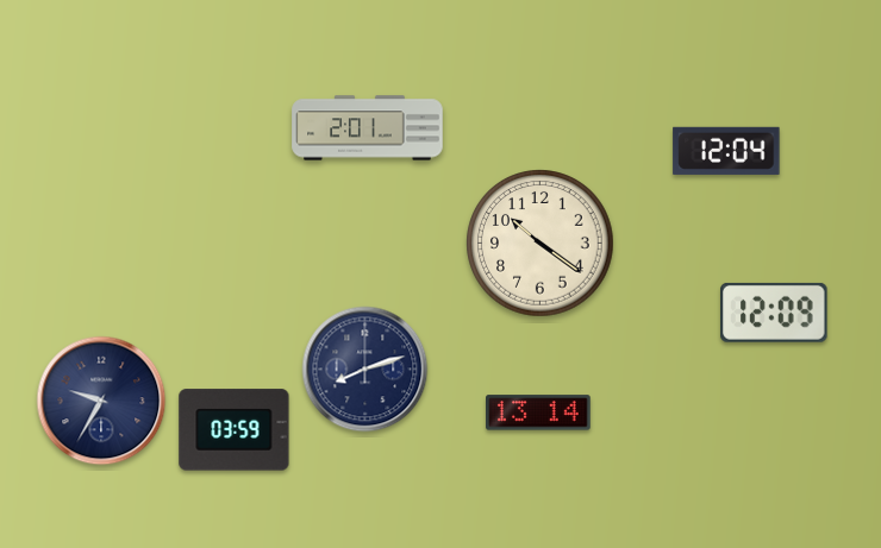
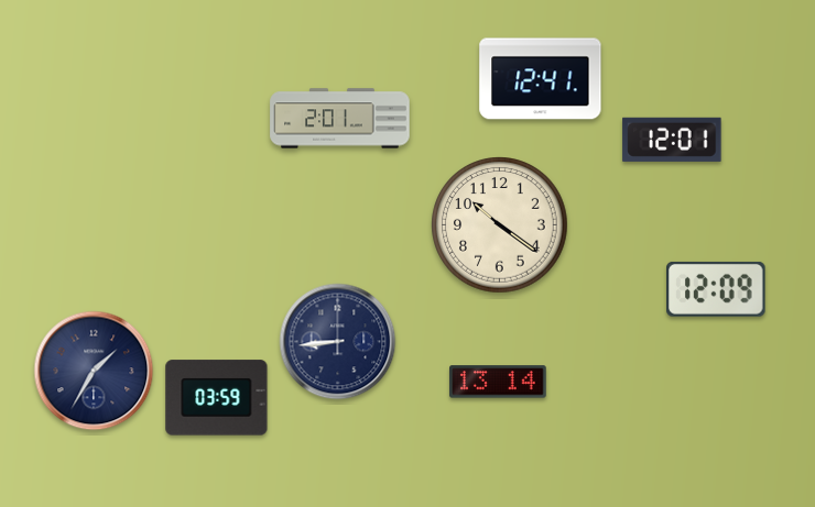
clock at (541, 79): none -> 12:41
clock at (726, 151): 12:04 -> 12:01
clock at (365, 370): 8:12 -> 8:44
clock at (101, 401): 9:35 -> 1:35
